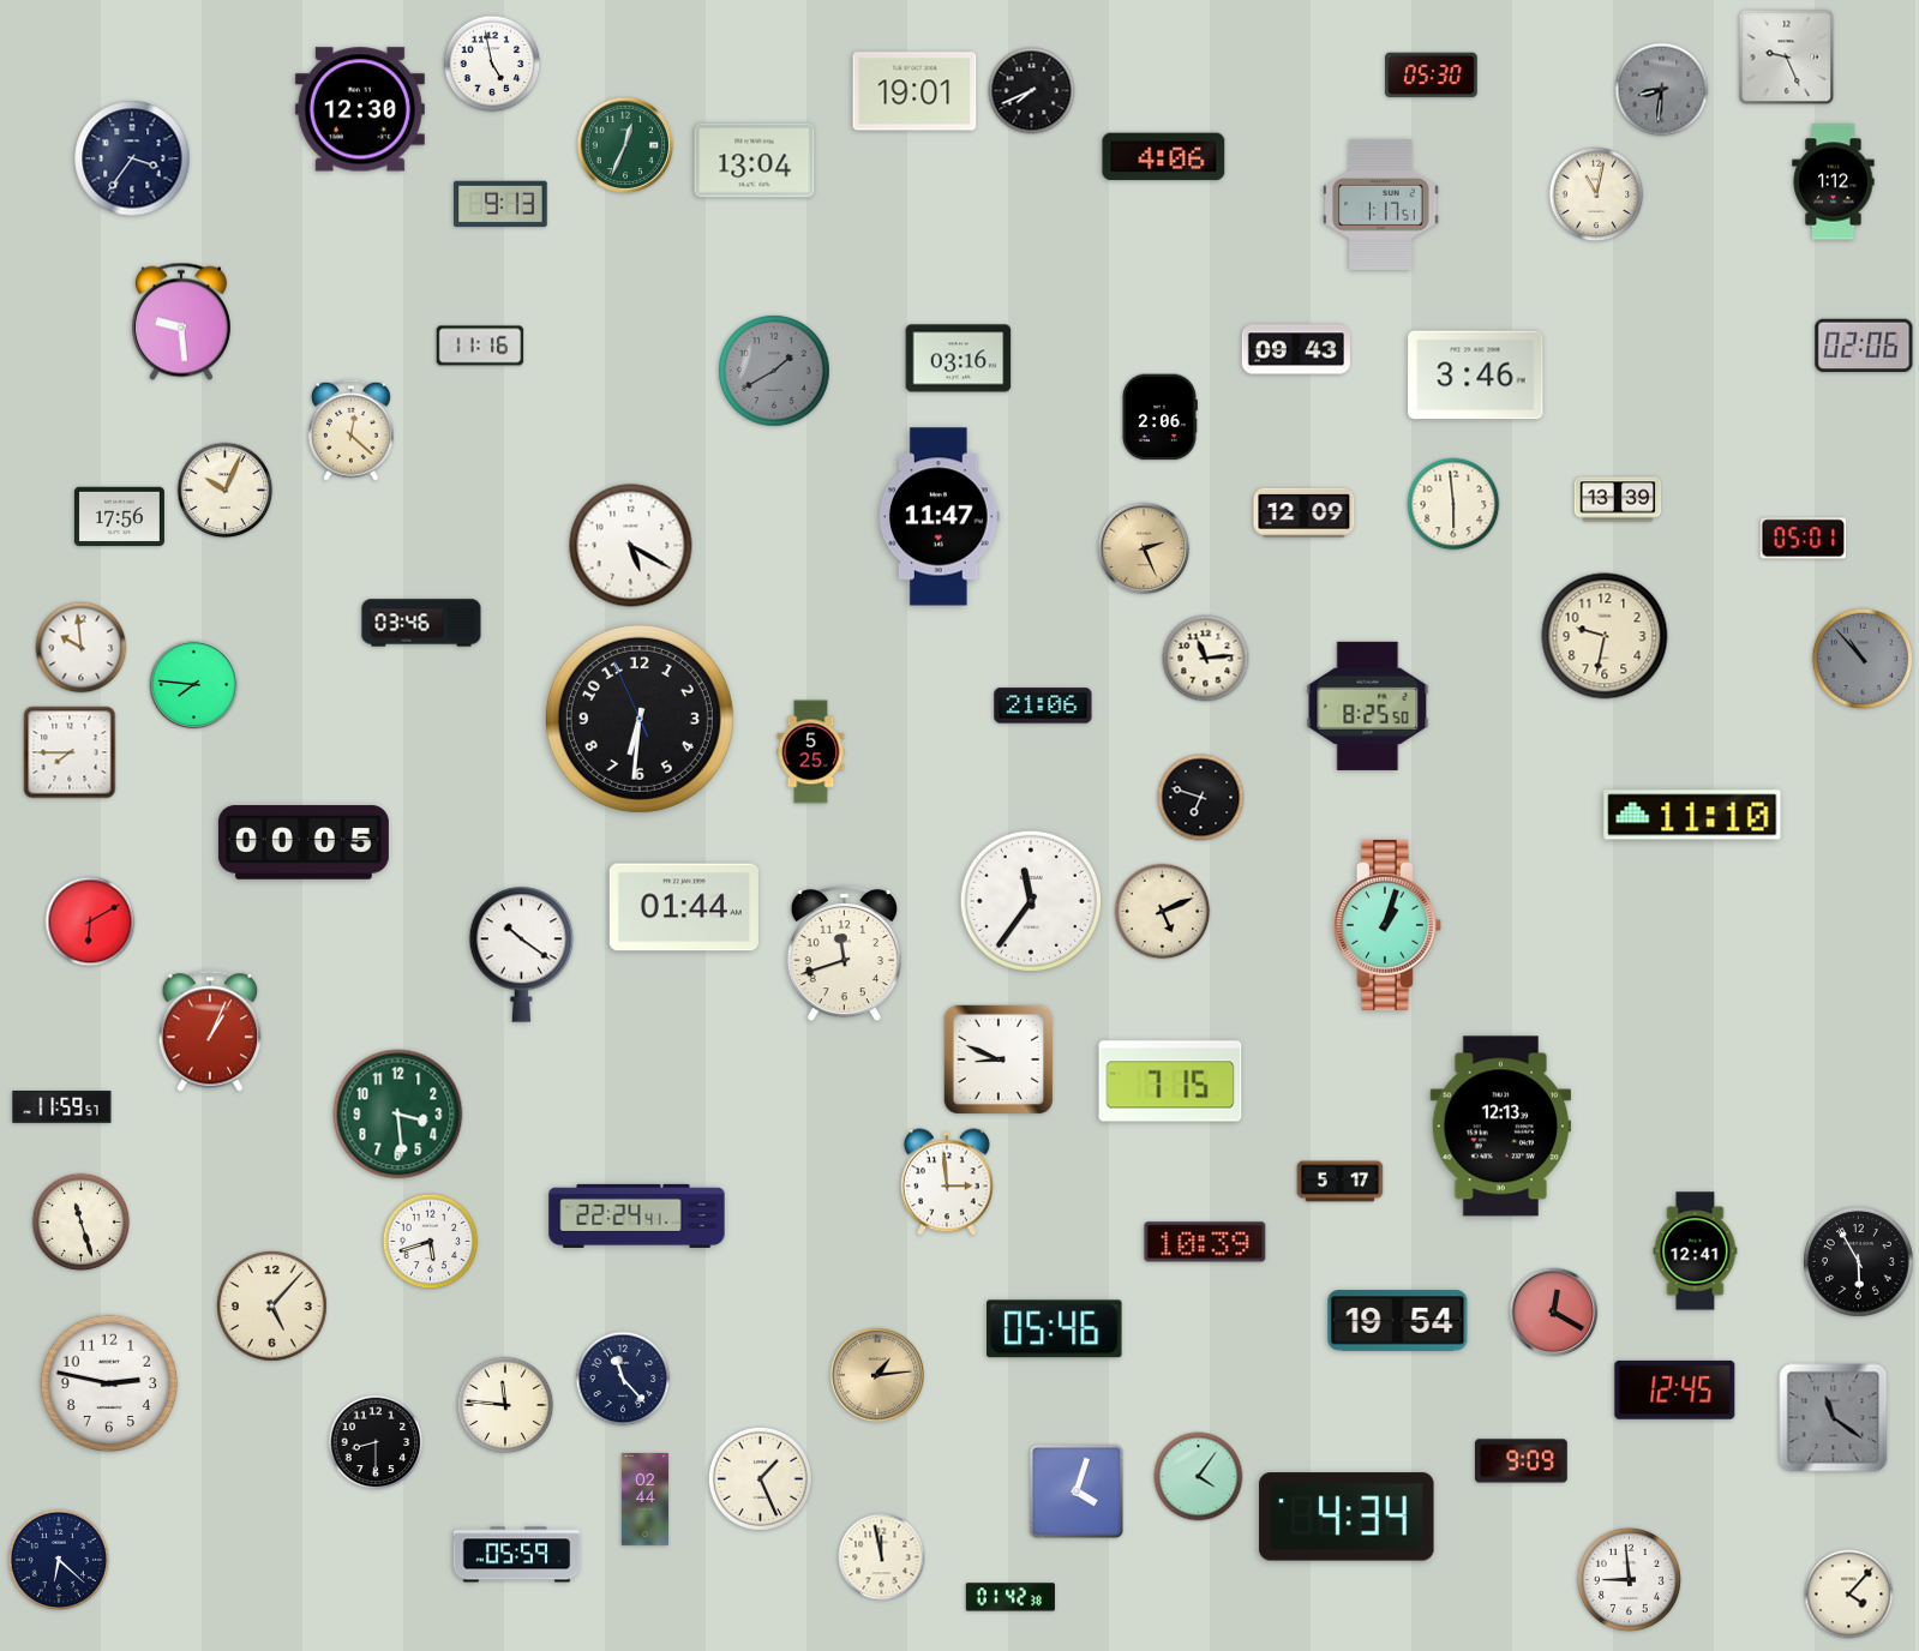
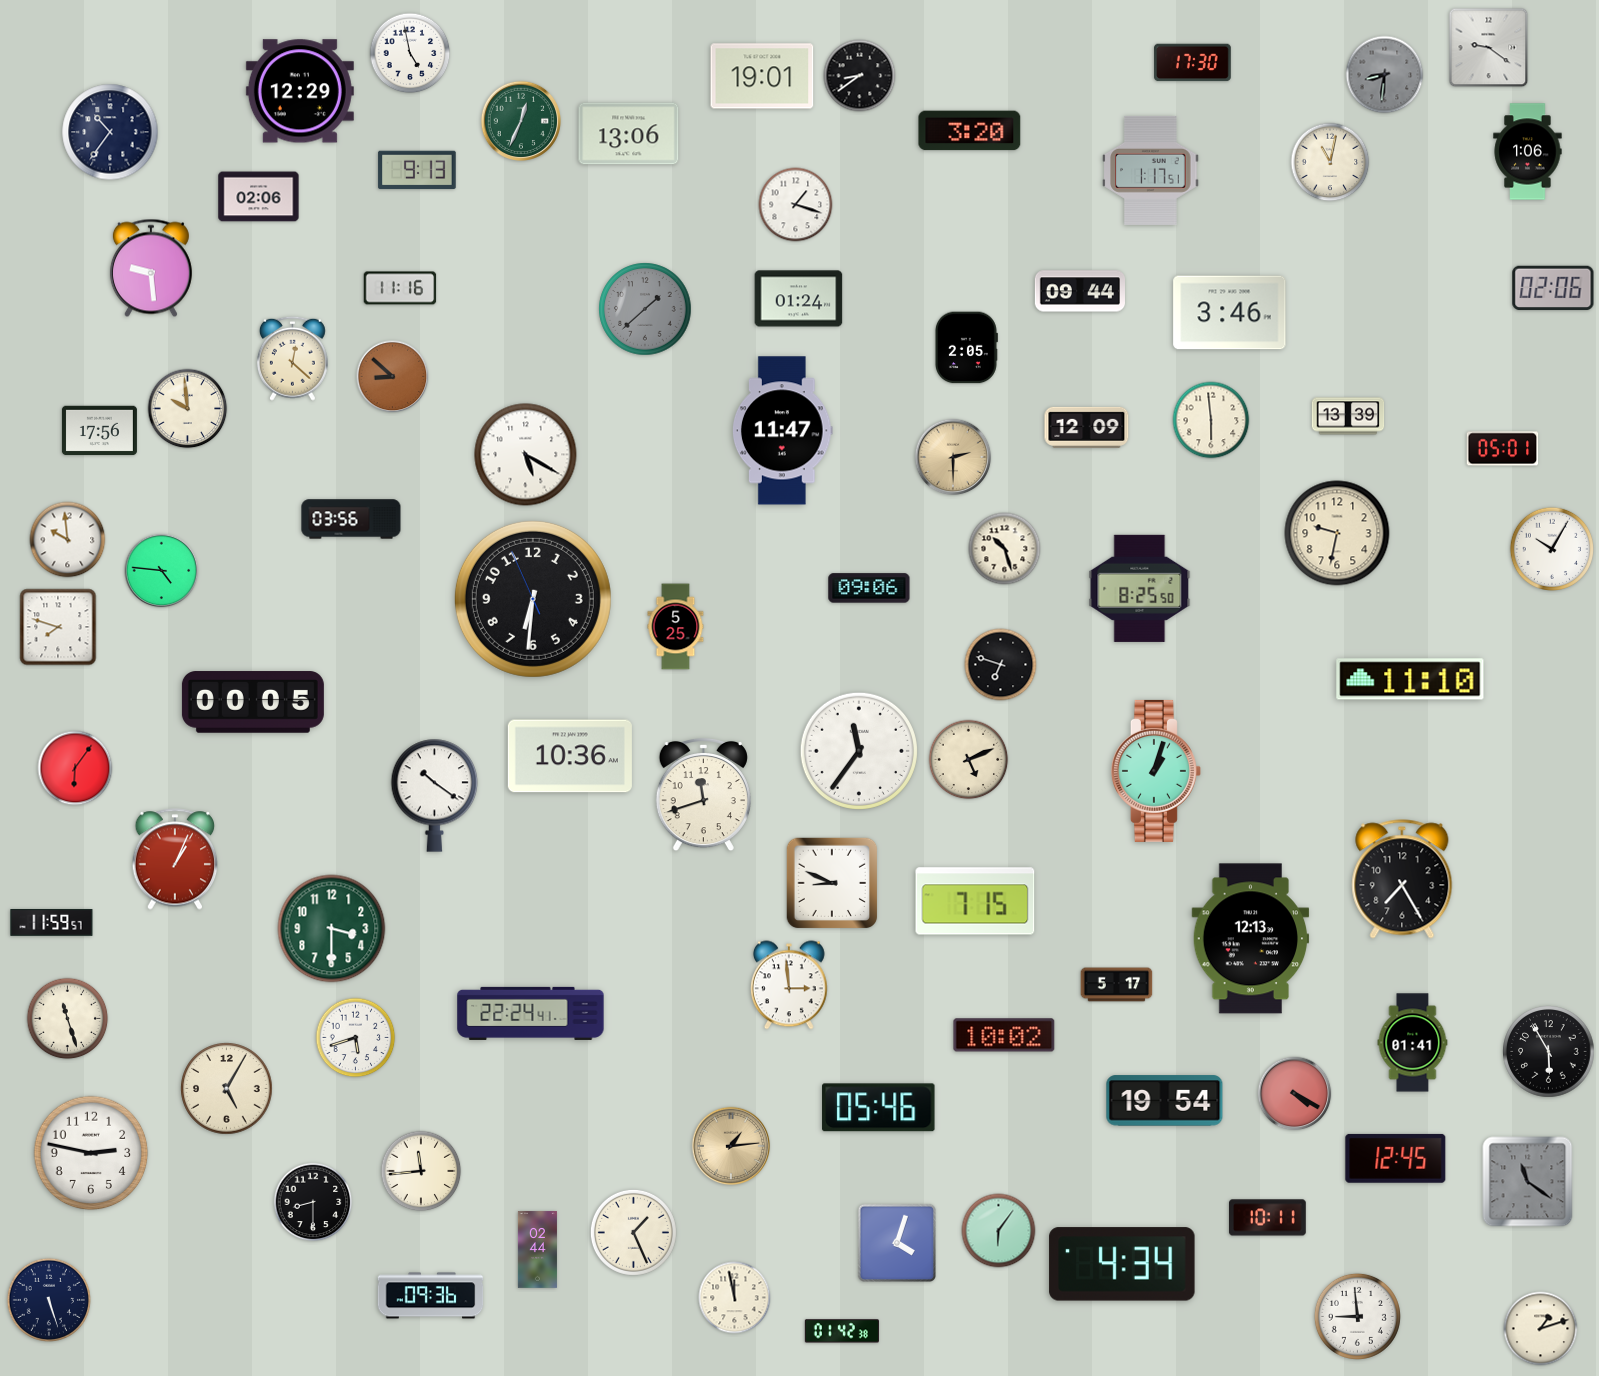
clock at (1787, 58): 9:26 -> 9:21
clock at (1432, 76): 05:30 -> 17:30
clock at (1032, 91): 7:41 -> 8:39
clock at (360, 109): 12:30 -> 12:29
clock at (1164, 157): 4:06 -> 3:20
clock at (132, 158): 3:36 -> 10:36
clock at (755, 161): 13:04 -> 13:06
clock at (1834, 182): 1:12 -> 1:06
clock at (259, 197): none -> 02:06
clock at (796, 205): none -> 1:18
clock at (1295, 349): 09:43 -> 09:44
clock at (959, 359): 03:16 -> 01:24
clock at (774, 371): 1:40 -> 1:38
clock at (1159, 418): 2:06 -> 2:05
clock at (393, 377): none -> 8:52
clock at (226, 491): 10:04 -> 9:59
clock at (1144, 548): 2:26 -> 2:30
clock at (421, 623): 03:46 -> 03:56
clock at (1605, 636) position: (1605, 636) -> (1337, 533)
clock at (1861, 658): 10:53 -> 10:05
clock at (1861, 658) dial: grey -> white
clock at (1206, 659): 11:14 -> 10:27
clock at (194, 685): 7:46 -> 4:46
clock at (1043, 706): 21:06 -> 09:06
clock at (70, 752): 7:45 -> 7:48
clock at (684, 907): 01:44 -> 10:36
clock at (90, 921): 6:10 -> 6:06
clock at (1402, 879): none -> 7:25
clock at (398, 1115): 3:29 -> 3:30
clock at (431, 1242) position: (431, 1242) -> (356, 1038)
clock at (1205, 1242): 10:39 -> 10:02
clock at (1696, 1251): 12:41 -> 01:41
clock at (272, 1307): 5:07 -> 5:05
clock at (1554, 1313): 12:20 -> 4:20
clock at (623, 1379): 11:23 -> none
clock at (505, 1405): 11:46 -> 11:44
clock at (1522, 1461): 9:09 -> 10:11
clock at (1199, 1477): 4:06 -> 6:06
clock at (517, 1555): 05:59 -> 09:36
clock at (58, 1559): 6:22 -> 5:27
clock at (1849, 1595): 4:07 -> 1:12
